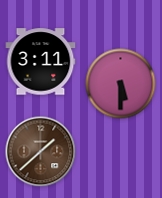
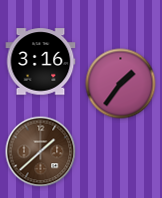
clock at (41, 62): 3:11 -> 3:16
clock at (121, 84): 5:30 -> 1:36
